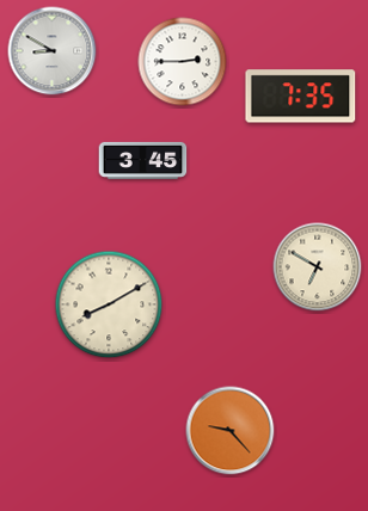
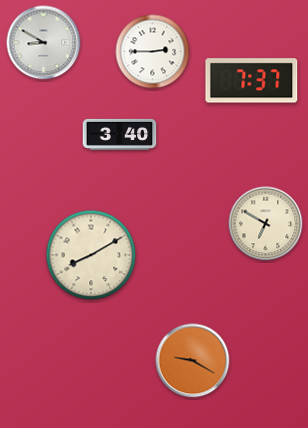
clock at (301, 97): 7:35 -> 7:37
clock at (143, 160): 3:45 -> 3:40
clock at (231, 431): 9:23 -> 9:20
